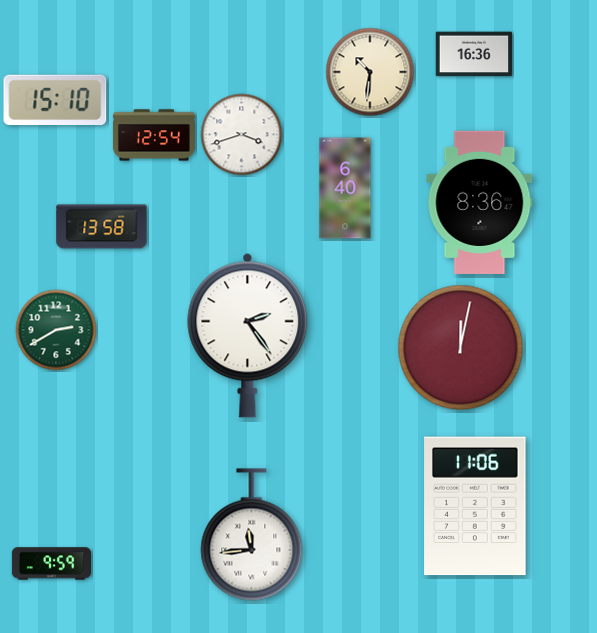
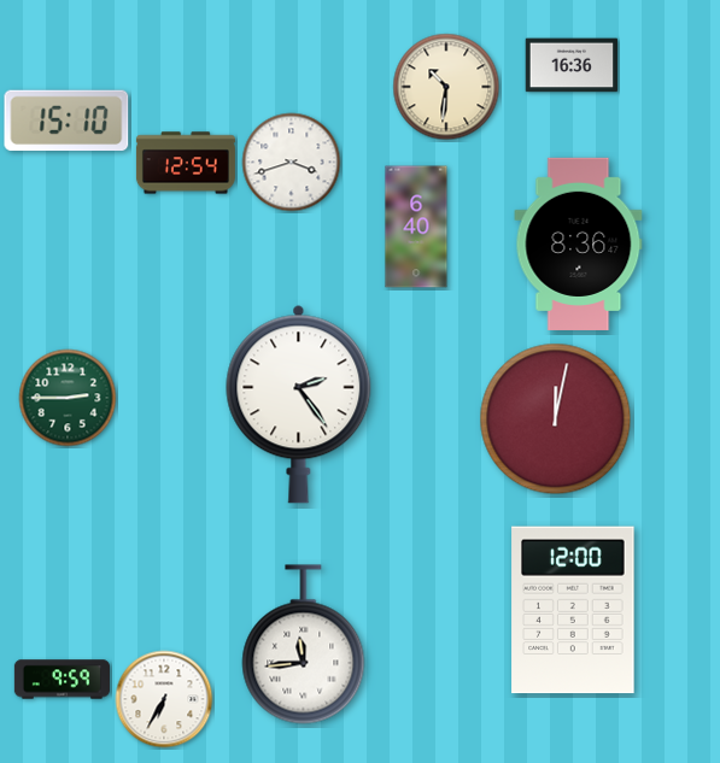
clock at (102, 227): 13:58 -> none
clock at (56, 330): 2:40 -> 2:45
clock at (475, 506): 11:06 -> 12:00
clock at (164, 699): none -> 6:35
